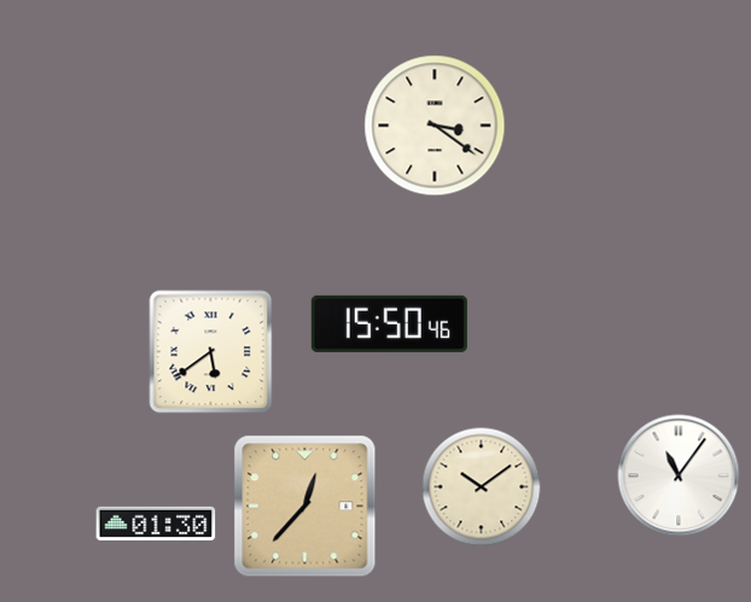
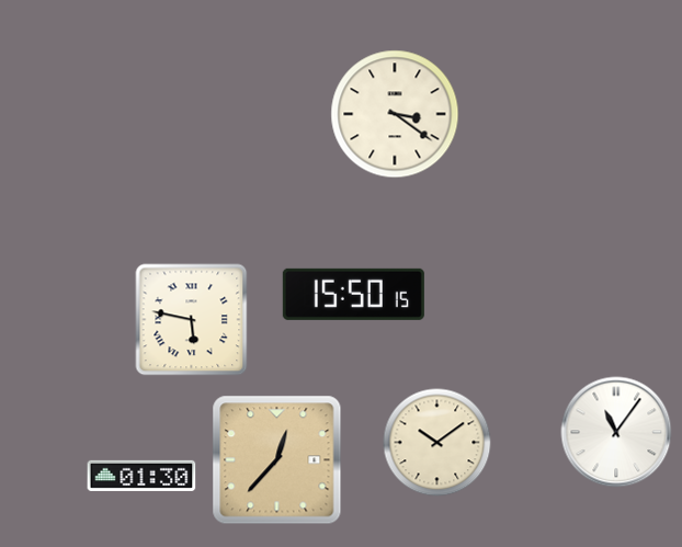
clock at (389, 323): 15:50:46 -> 15:50:15
clock at (211, 352): 5:39 -> 5:47
